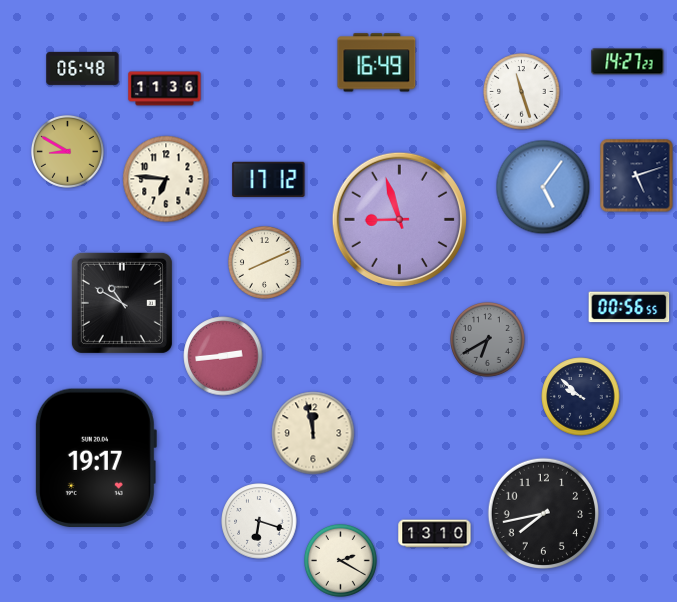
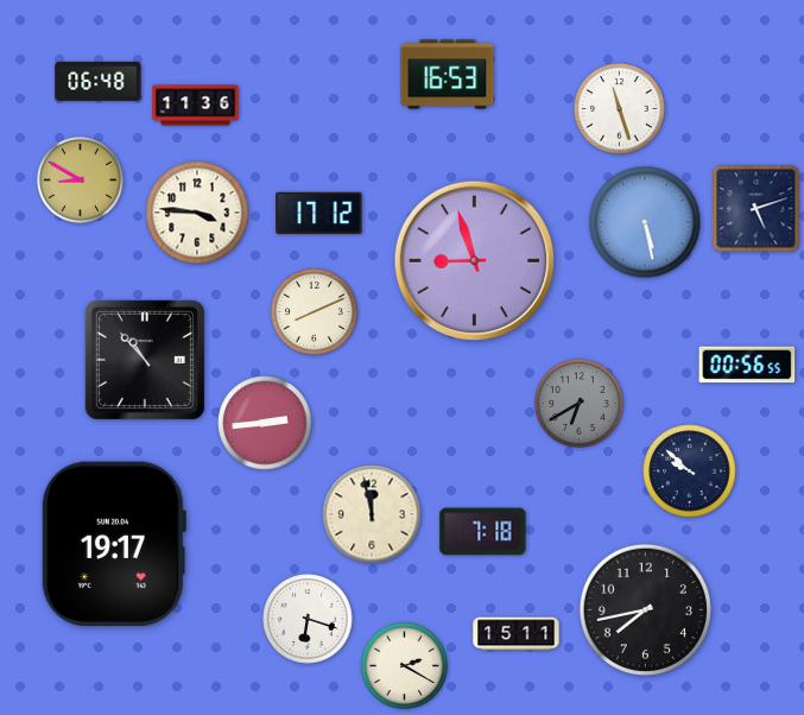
clock at (628, 62): 14:27 -> none
clock at (377, 63): 16:49 -> 16:53
clock at (166, 179): 6:46 -> 3:46
clock at (543, 187): 5:06 -> 5:28
clock at (122, 303): 10:50 -> 10:53
clock at (483, 532): none -> 7:18
clock at (435, 534): 13:10 -> 15:11
